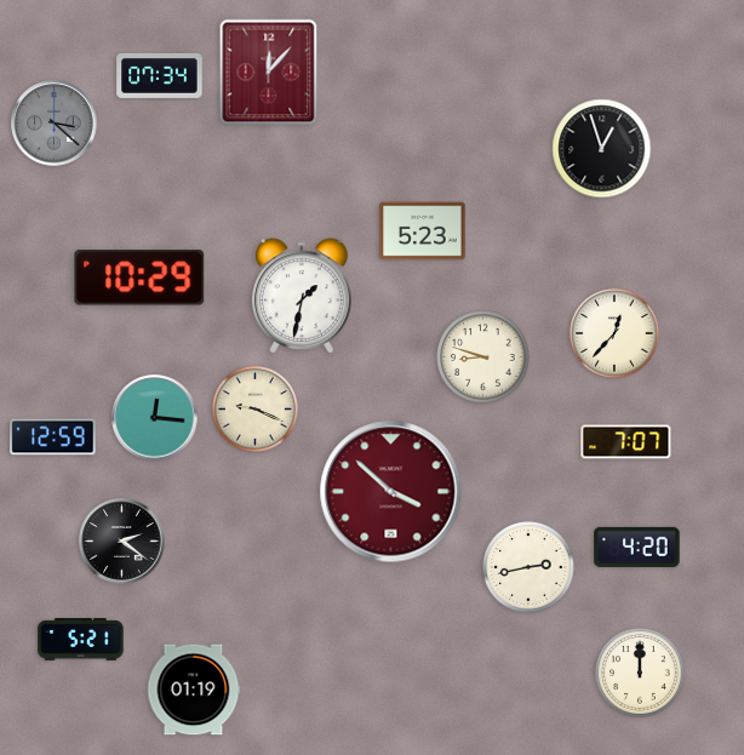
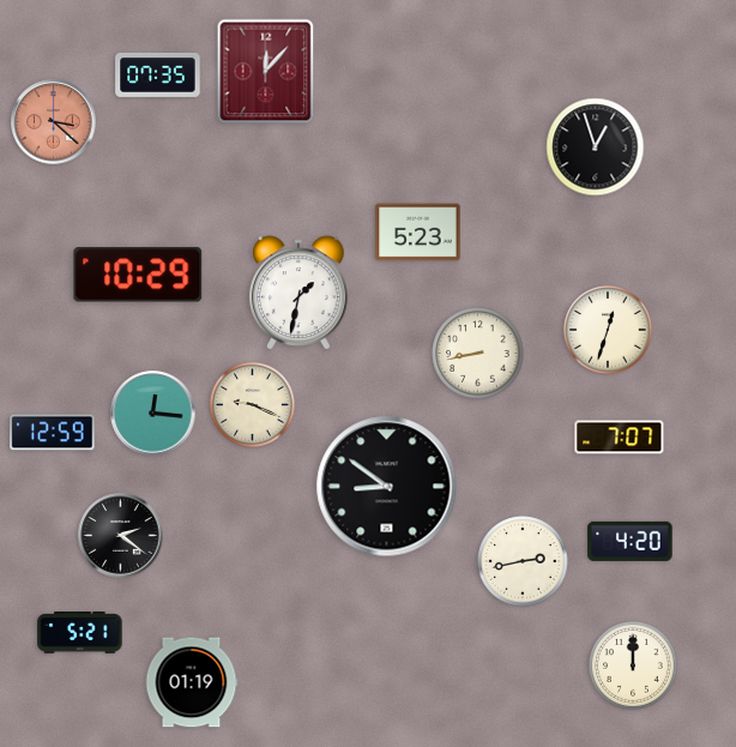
clock at (160, 75): 07:34 -> 07:35
clock at (55, 124) dial: grey -> salmon
clock at (423, 231) position: (423, 231) -> (418, 233)
clock at (614, 333): 12:37 -> 12:33
clock at (483, 358): 8:48 -> 8:43
clock at (391, 492): 3:52 -> 8:51
clock at (391, 492) dial: burgundy -> black
